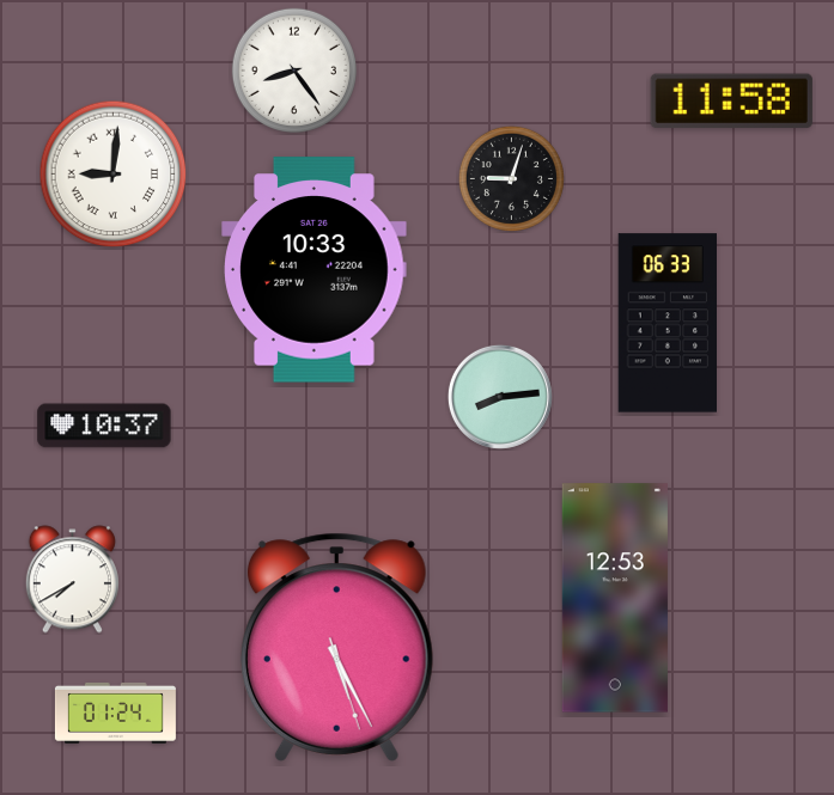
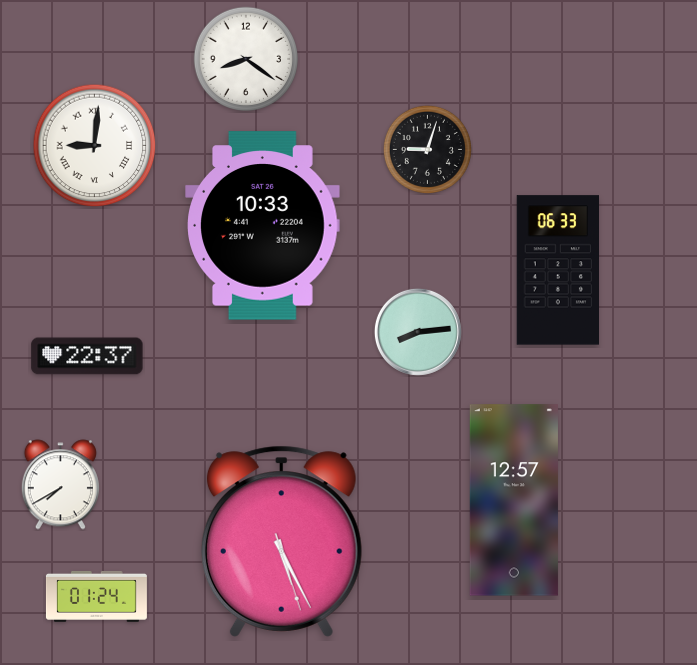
clock at (293, 69): 8:24 -> 8:21
clock at (731, 102): 11:58 -> none
clock at (104, 426): 10:37 -> 22:37
clock at (615, 598): 12:53 -> 12:57
